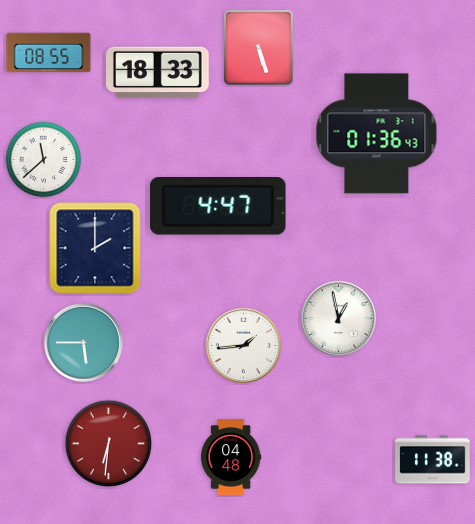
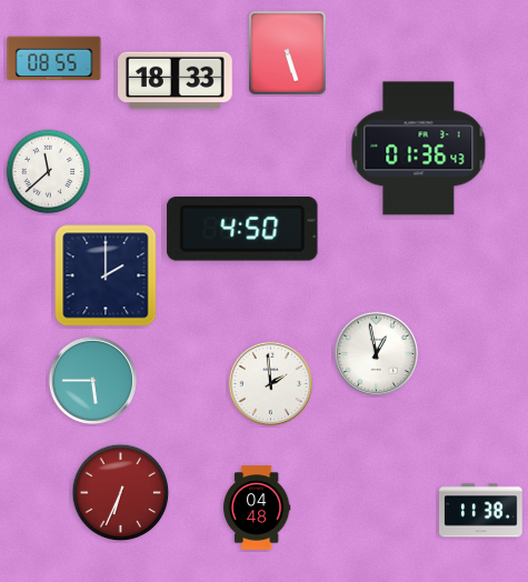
clock at (44, 160) position: (44, 160) -> (49, 172)
clock at (218, 207): 4:47 -> 4:50
clock at (243, 345): 1:44 -> 1:59
clock at (109, 444): 6:31 -> 6:34
